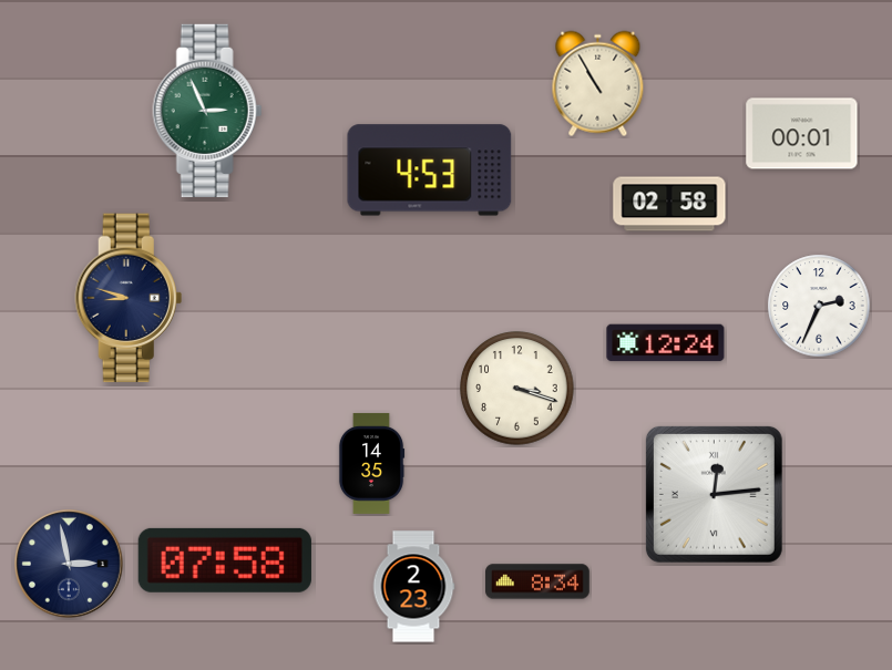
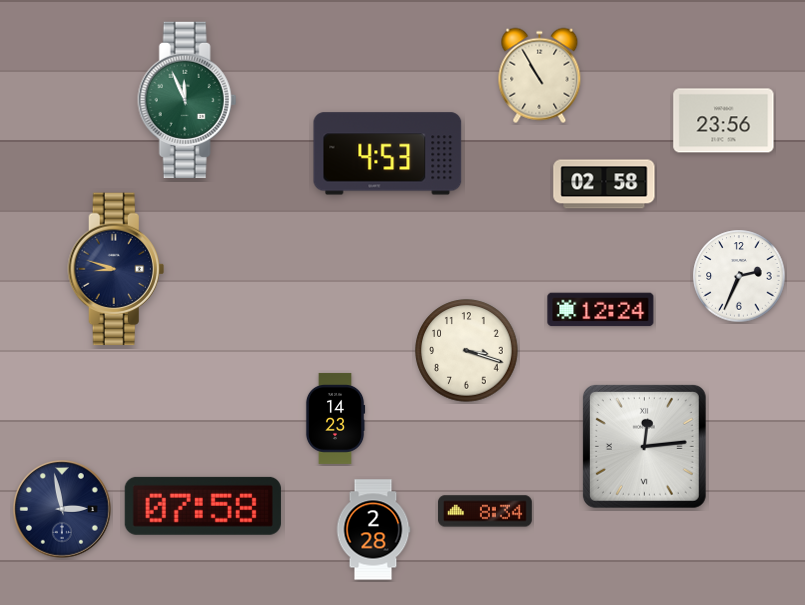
clock at (207, 111): 2:56 -> 11:56
clock at (802, 134): 00:01 -> 23:56
clock at (371, 463): 14:35 -> 14:23
clock at (537, 581) position: (537, 581) -> (485, 511)
clock at (413, 587): 2:23 -> 2:28
